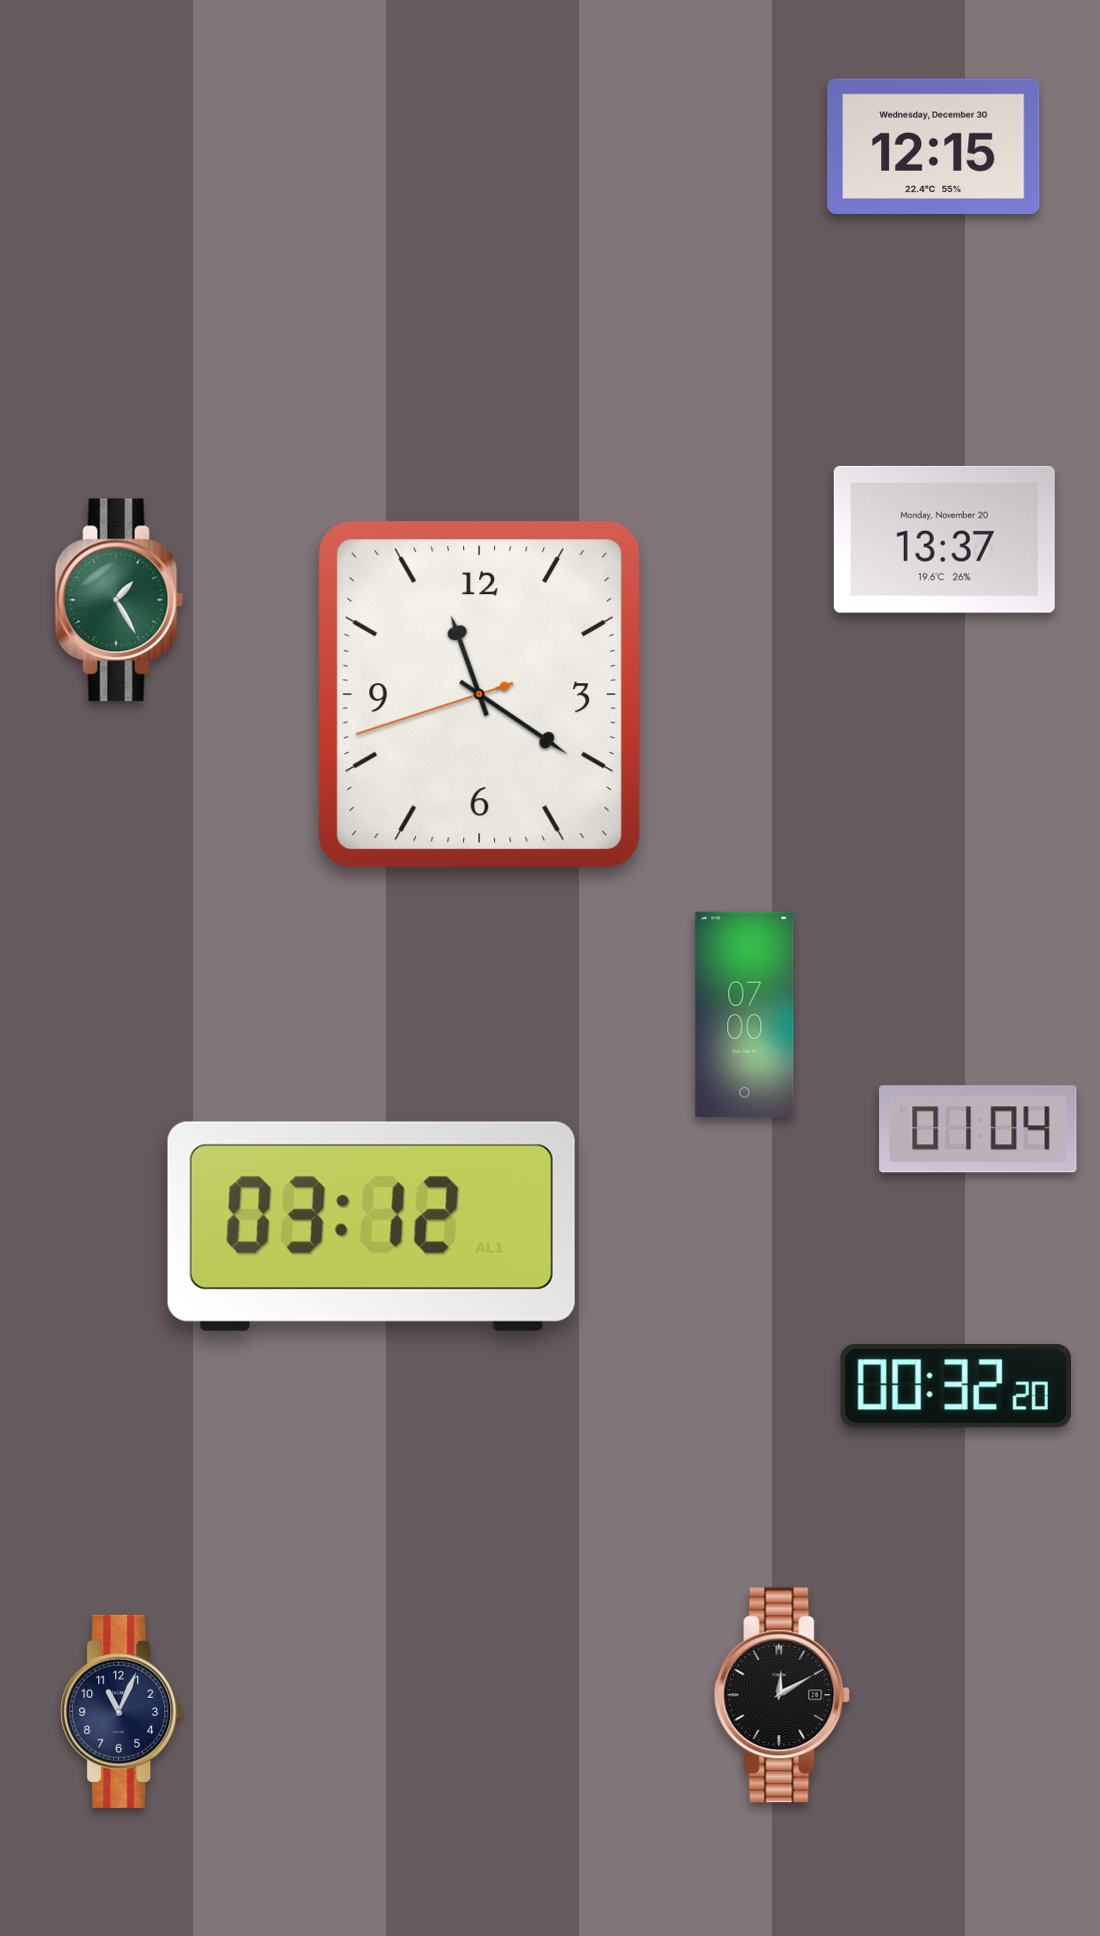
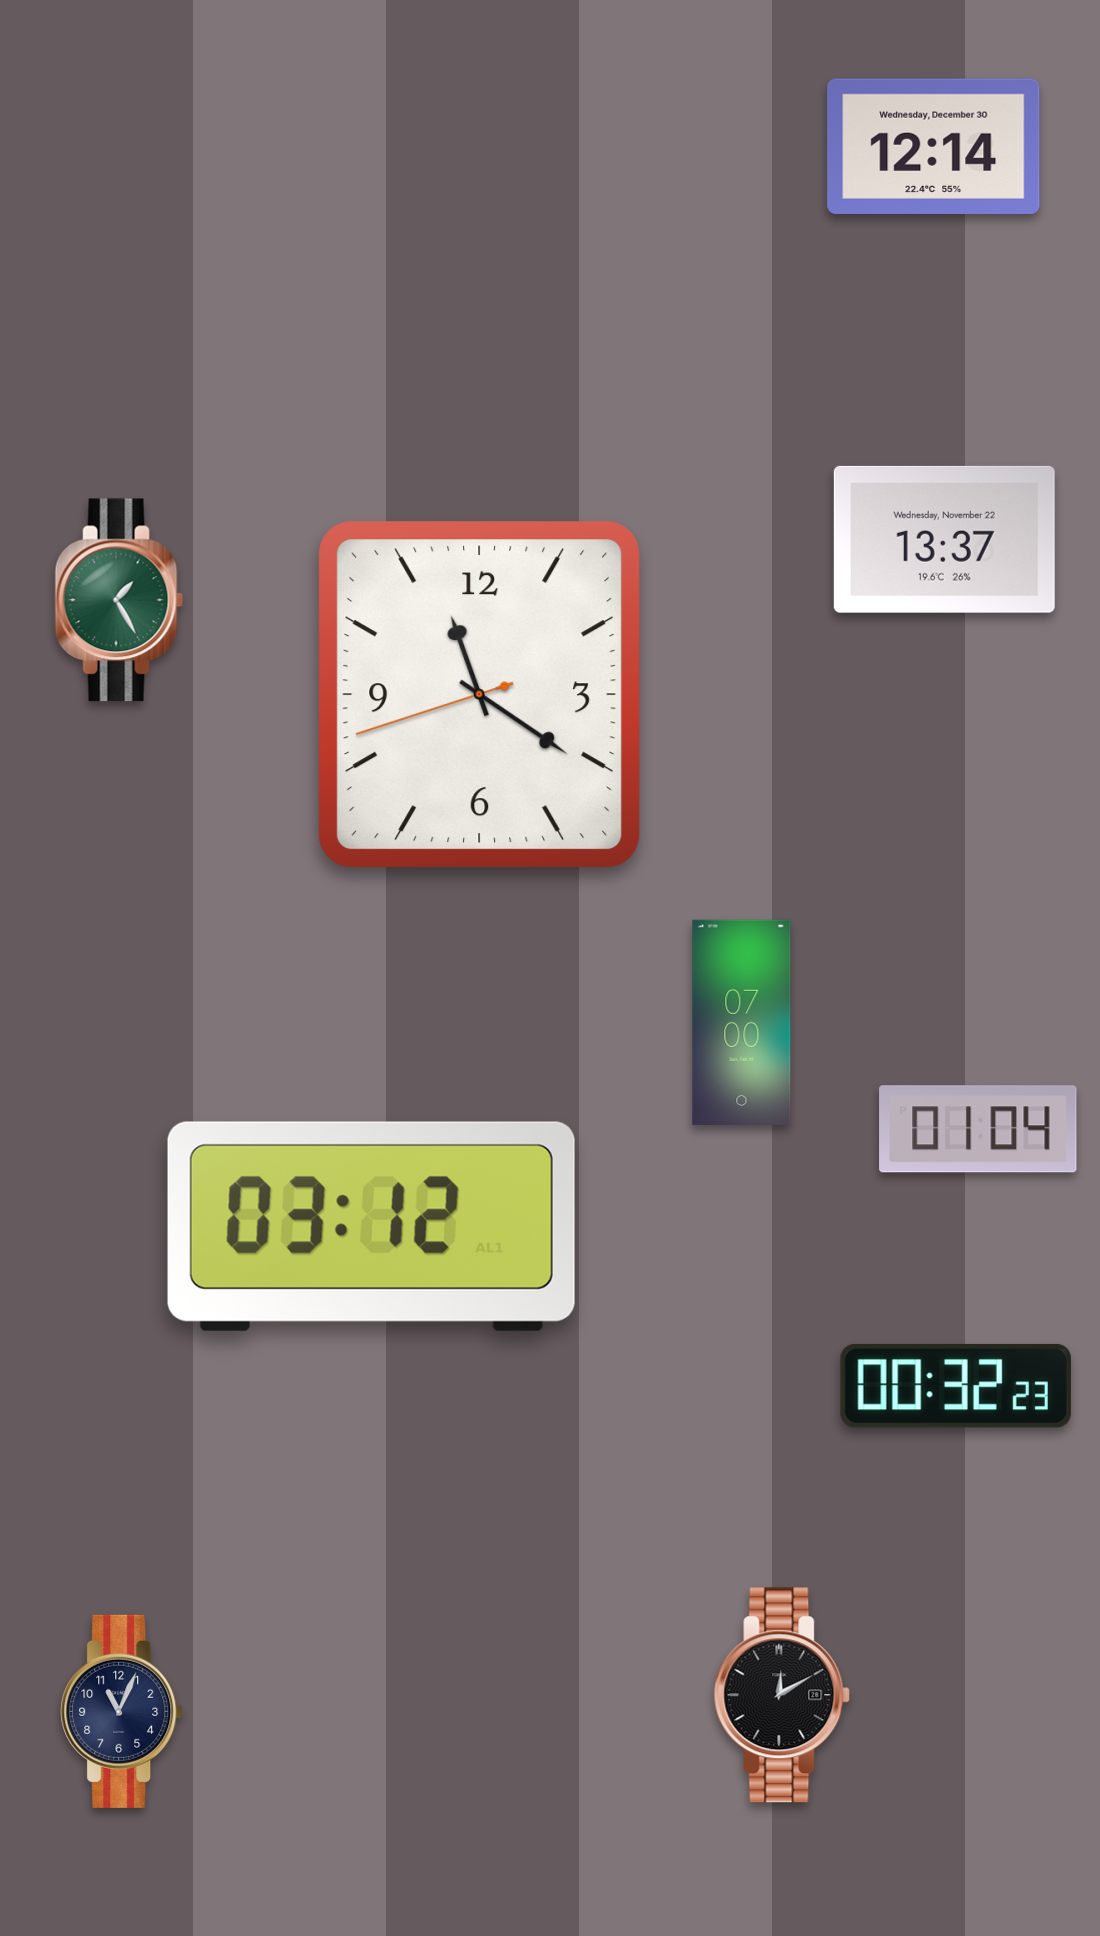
clock at (934, 146): 12:15 -> 12:14
clock at (944, 539) date: Monday, November 20 -> Wednesday, November 22
clock at (745, 1014) position: (745, 1014) -> (742, 1022)
clock at (956, 1386): 00:32:20 -> 00:32:23
